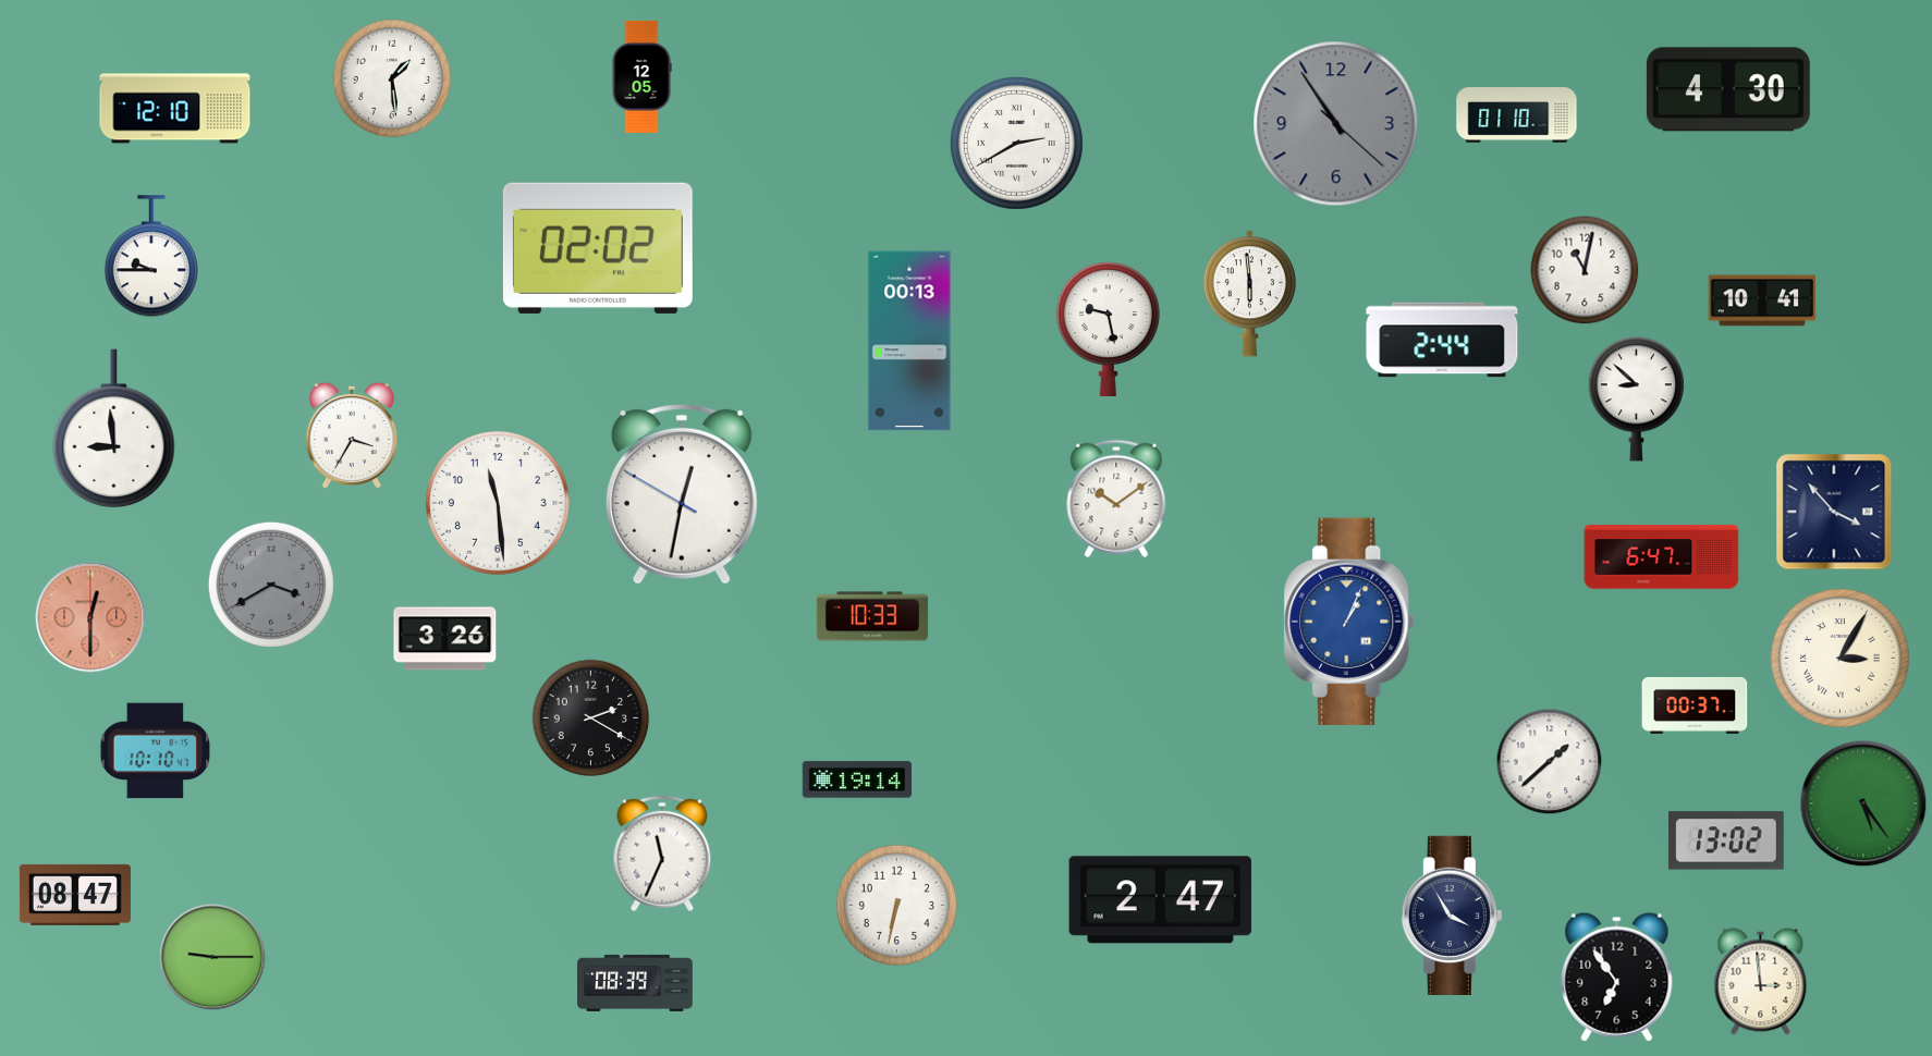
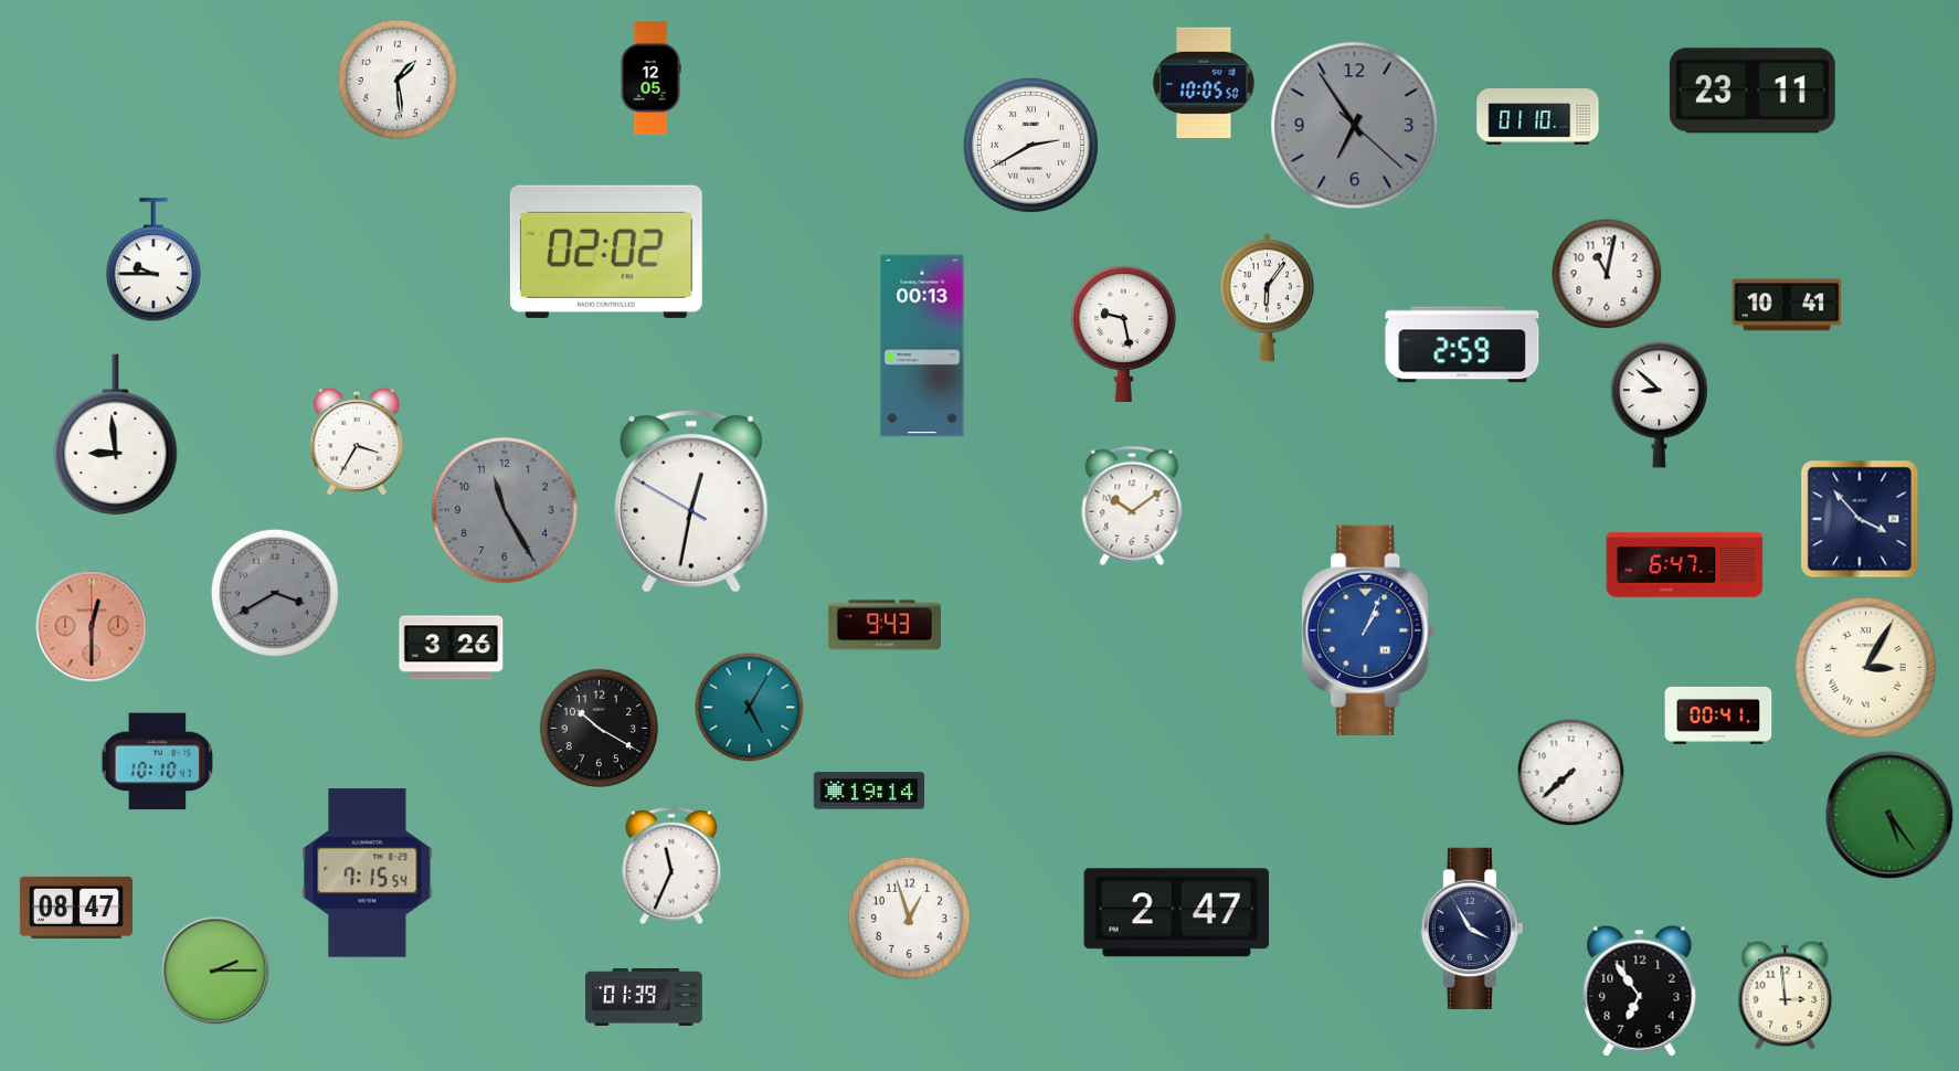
clock at (1204, 82): none -> 10:05
clock at (1728, 89): 4:30 -> 23:11
clock at (175, 109): 12:10 -> none
clock at (1336, 124): 10:54 -> 6:54
clock at (1249, 294): 5:59 -> 6:06
clock at (1442, 340): 2:44 -> 2:59
clock at (499, 504): 11:29 -> 11:25
clock at (499, 504) dial: white -> grey
clock at (872, 616): 10:33 -> 9:43
clock at (750, 708): none -> 5:05
clock at (1695, 705): 00:37 -> 00:41
clock at (591, 719): 2:20 -> 10:20
clock at (1550, 762): 1:38 -> 7:38
clock at (1727, 840): 13:02 -> none
clock at (368, 873): none -> 7:15
clock at (896, 905): 6:32 -> 12:57
clock at (212, 957): 9:15 -> 2:15
clock at (635, 983): 08:39 -> 01:39
